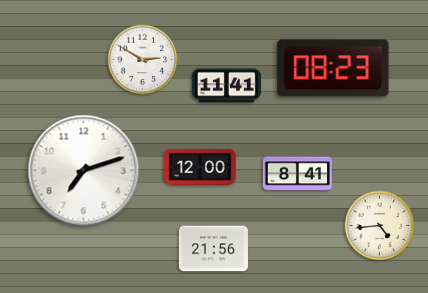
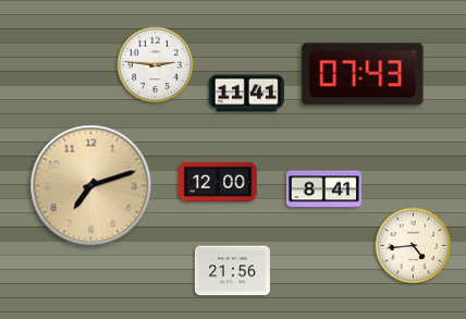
clock at (143, 60): 2:50 -> 2:46
clock at (333, 68): 08:23 -> 07:43
clock at (84, 171) dial: white -> champagne
